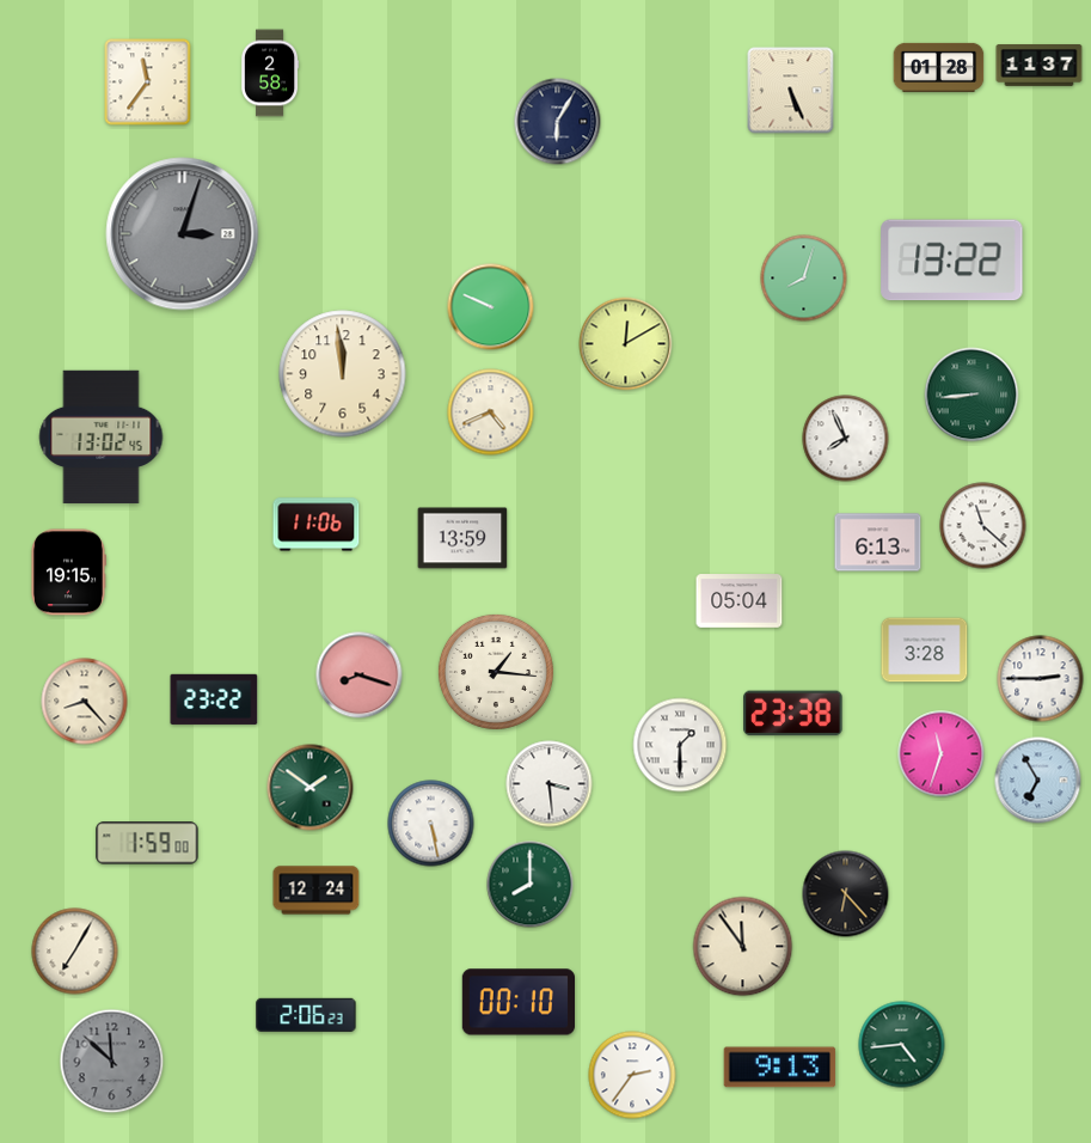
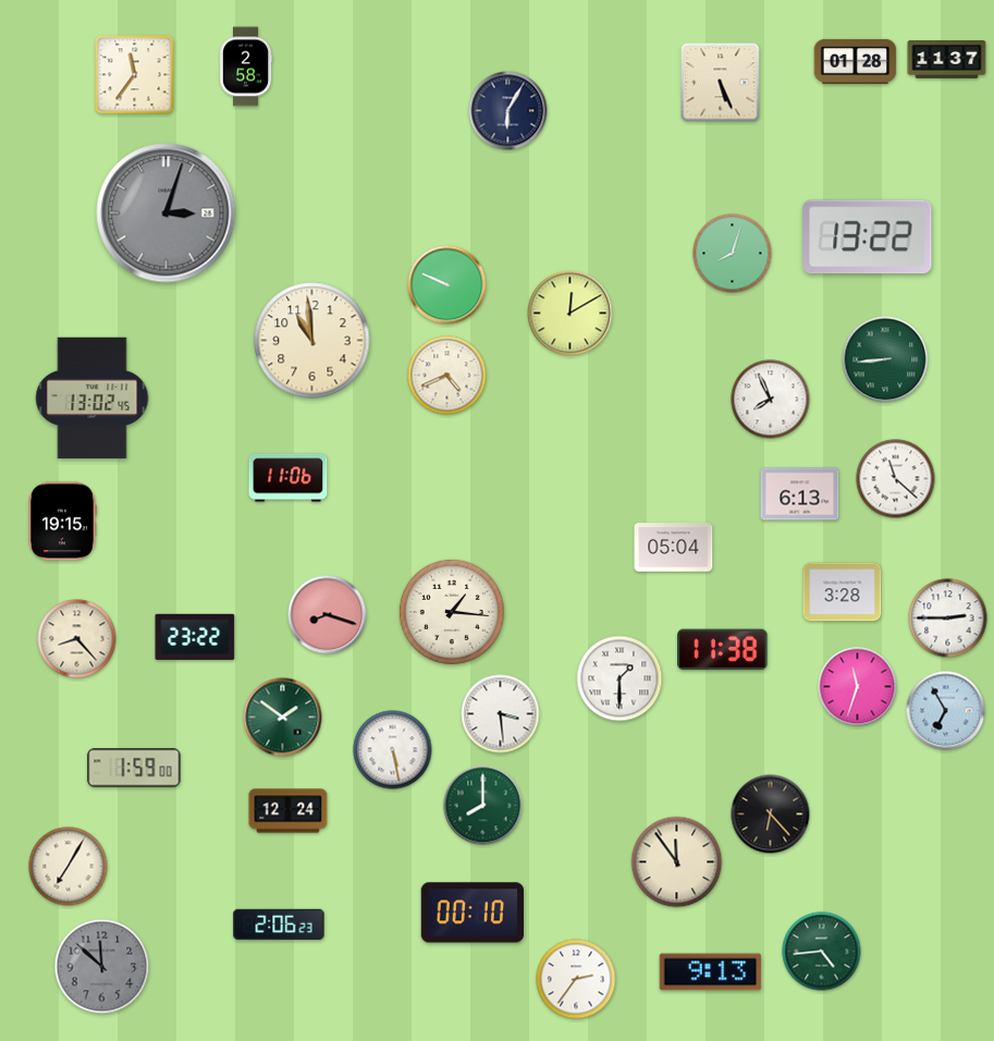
clock at (491, 307) position: (491, 307) -> (447, 285)
clock at (343, 374): 11:59 -> 10:59
clock at (462, 538): 13:59 -> none
clock at (793, 714): 23:38 -> 11:38
